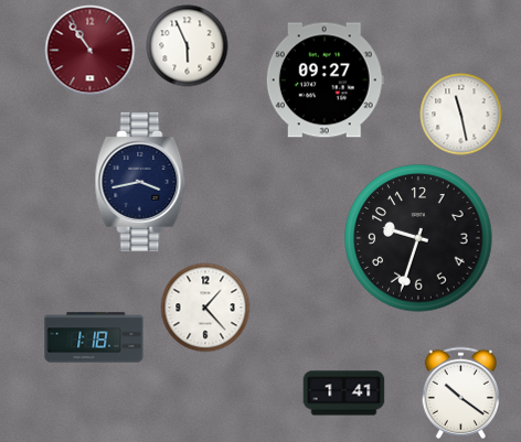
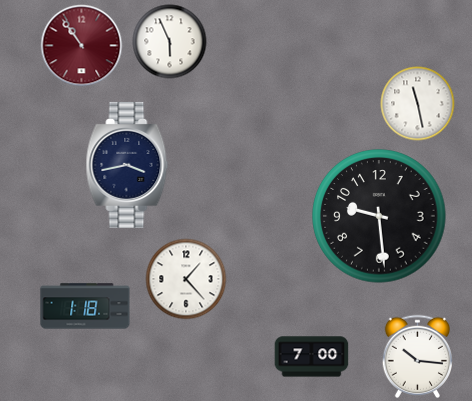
clock at (325, 80): 09:27 -> none
clock at (418, 238): 9:33 -> 9:29
clock at (460, 392): 10:21 -> 10:16
clock at (344, 394): 1:41 -> 7:00
